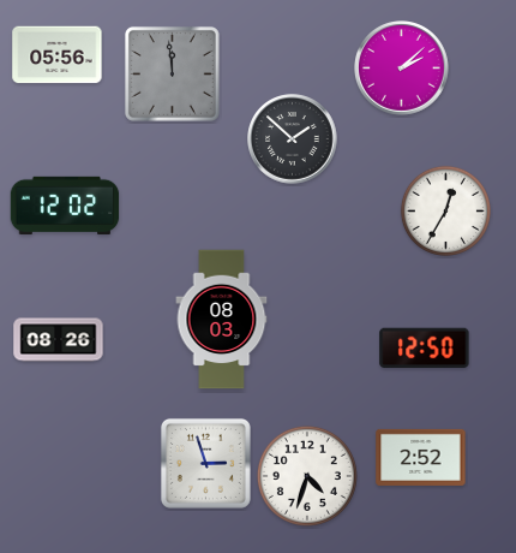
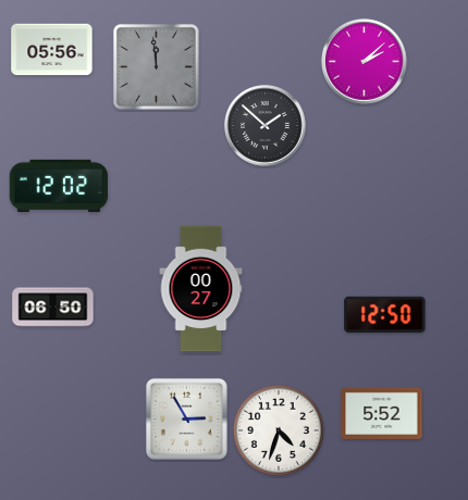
clock at (445, 210): 12:35 -> none
clock at (222, 320): 08:03 -> 00:27
clock at (59, 340): 08:26 -> 06:50
clock at (421, 457): 2:52 -> 5:52
clock at (205, 463): 2:57 -> 2:55
